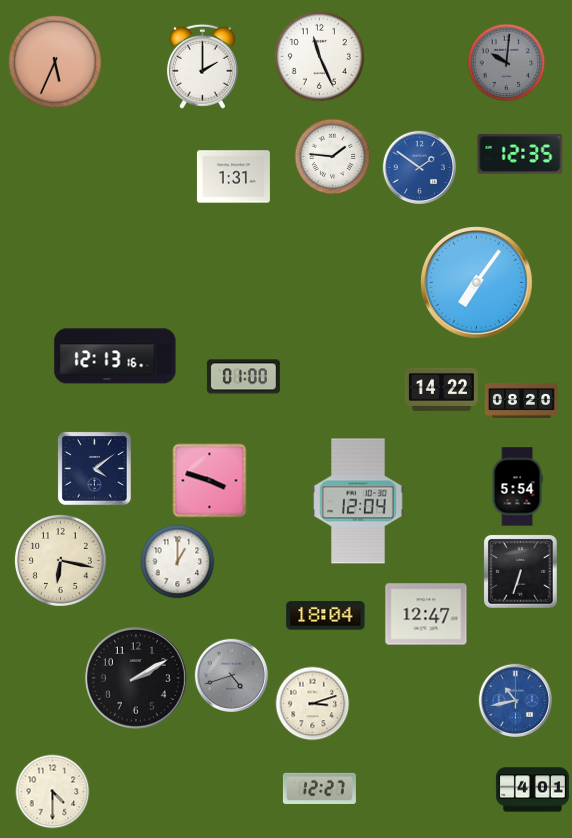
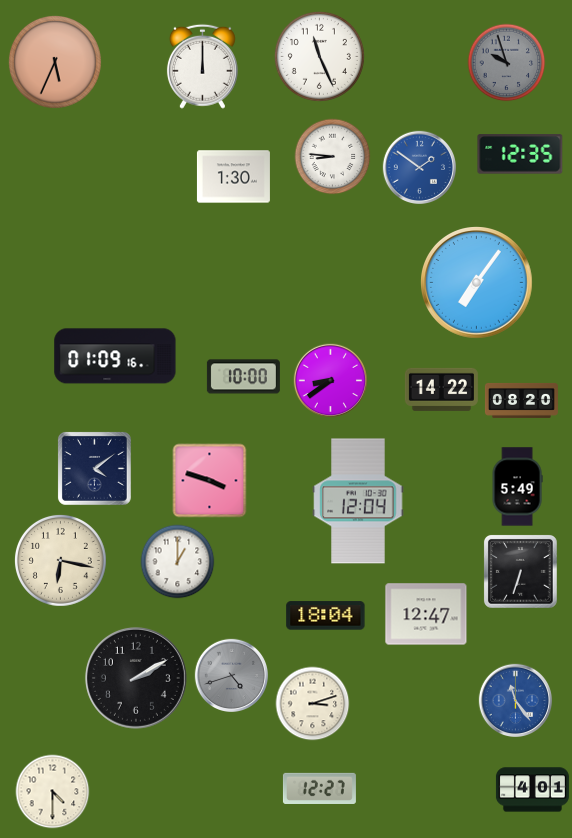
clock at (507, 63): 10:01 -> 9:57
clock at (202, 66): 2:00 -> 12:00
clock at (333, 157): 1:46 -> 8:46
clock at (233, 177): 1:31 -> 1:30
clock at (115, 356): 12:13 -> 01:09
clock at (243, 377): 01:00 -> 10:00
clock at (330, 380): none -> 8:39
clock at (517, 487): 5:54 -> 5:49
clock at (515, 700): 10:43 -> 11:24
